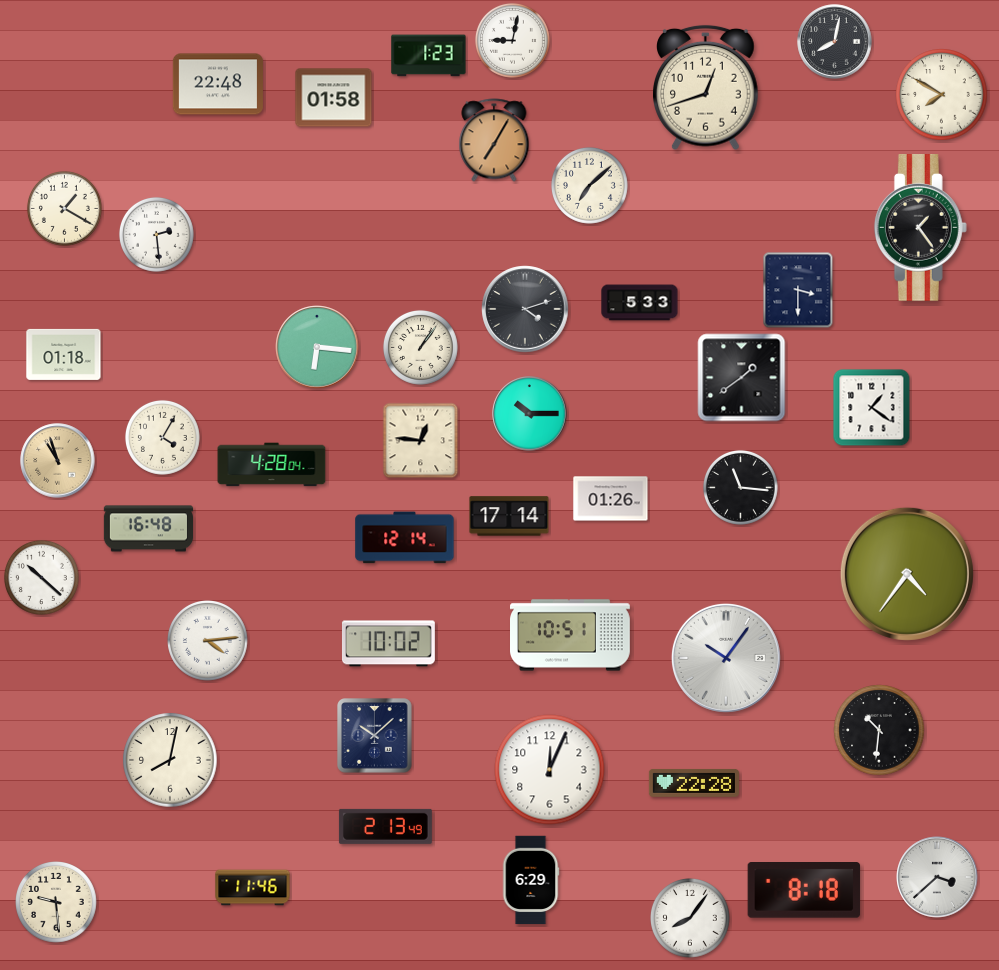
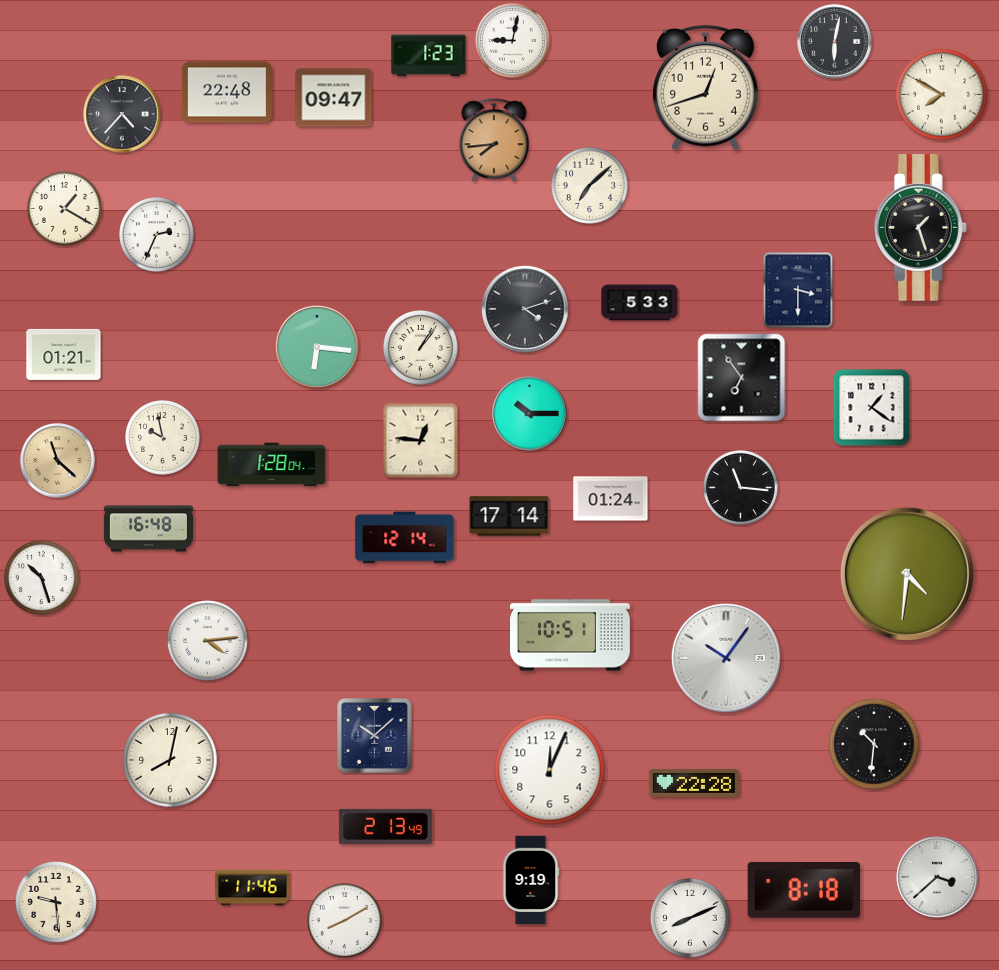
clock at (835, 42): 8:02 -> 6:02
clock at (218, 84) position: (218, 84) -> (227, 92)
clock at (334, 98): 01:58 -> 09:47
clock at (122, 114): none -> 4:37
clock at (494, 140): 7:05 -> 7:44
clock at (920, 228): 1:24 -> 1:27
clock at (156, 234): 2:29 -> 2:34
clock at (64, 354): 01:18 -> 01:21
clock at (742, 378): 1:39 -> 6:54
clock at (162, 437): 4:05 -> 9:58
clock at (58, 461): 10:57 -> 11:22
clock at (272, 465): 4:28 -> 1:28
clock at (611, 499): 01:26 -> 01:24
clock at (907, 574): 4:36 -> 4:31
clock at (41, 577): 10:22 -> 10:27
clock at (388, 644): 10:02 -> none
clock at (879, 730) position: (879, 730) -> (874, 744)
clock at (531, 880): 6:29 -> 9:19
clock at (691, 919): 8:06 -> 8:11
clock at (344, 920): none -> 8:10
